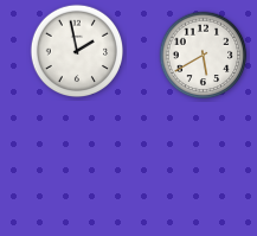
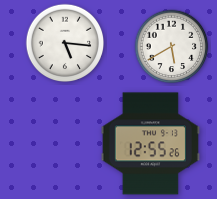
clock at (77, 51): 1:58 -> 5:16
clock at (150, 144): none -> 12:55
